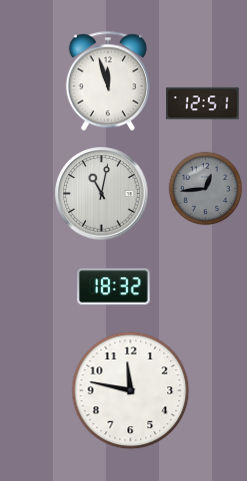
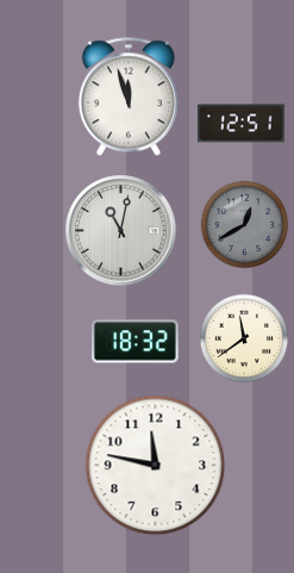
clock at (206, 189): 12:44 -> 12:40
clock at (244, 338): none -> 11:39
